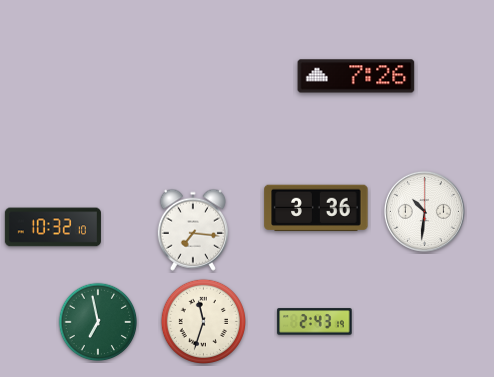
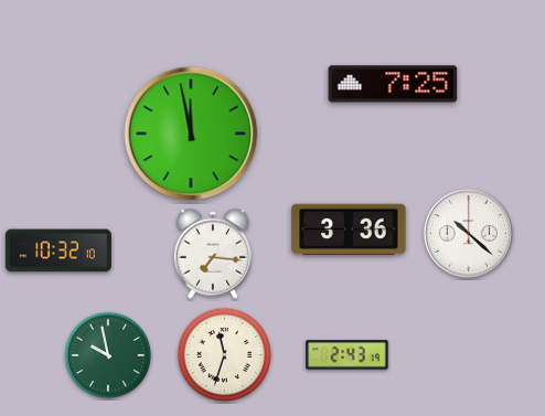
clock at (356, 76): 7:26 -> 7:25
clock at (191, 134): none -> 11:58
clock at (424, 211): 10:31 -> 10:22
clock at (98, 322): 6:58 -> 9:58
